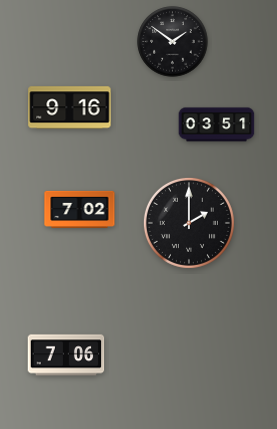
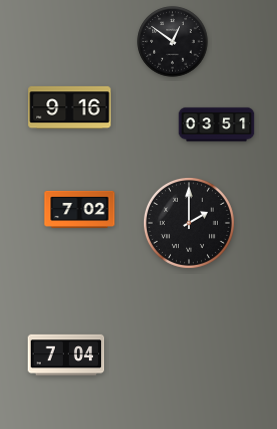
clock at (173, 42): 1:51 -> 12:51
clock at (66, 355): 7:06 -> 7:04
